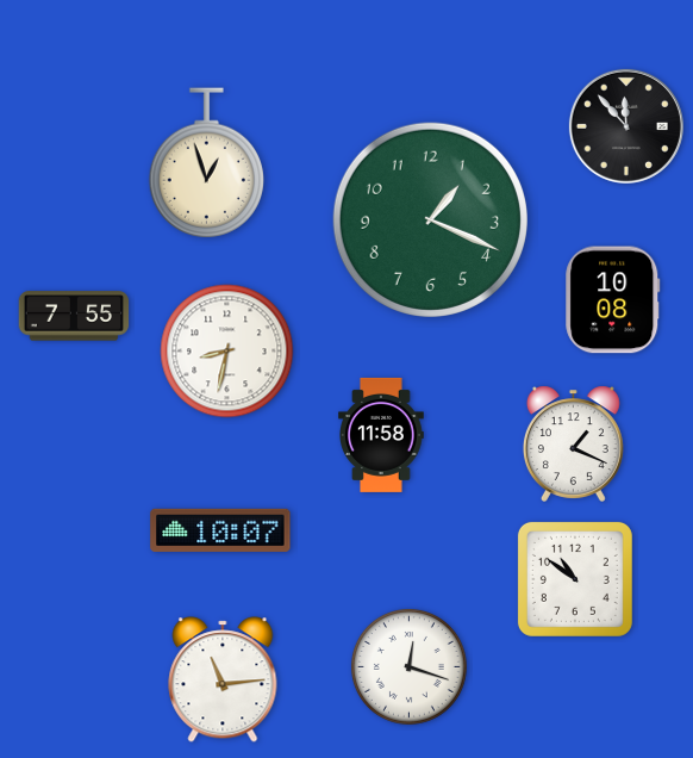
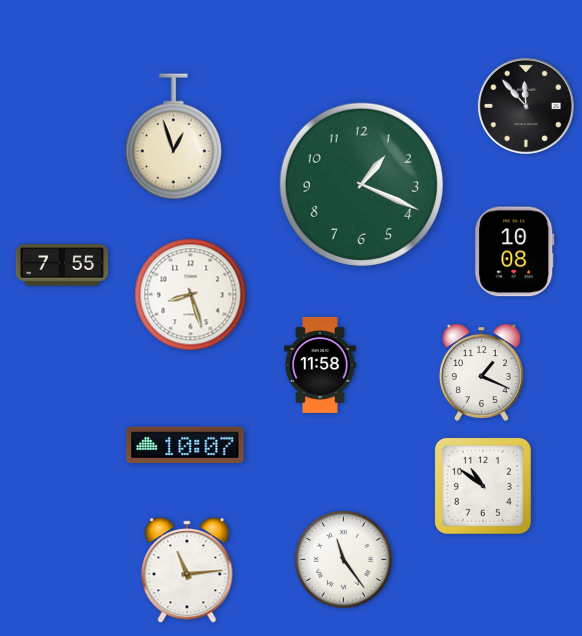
clock at (227, 352): 8:32 -> 8:27
clock at (408, 666): 12:18 -> 11:24
